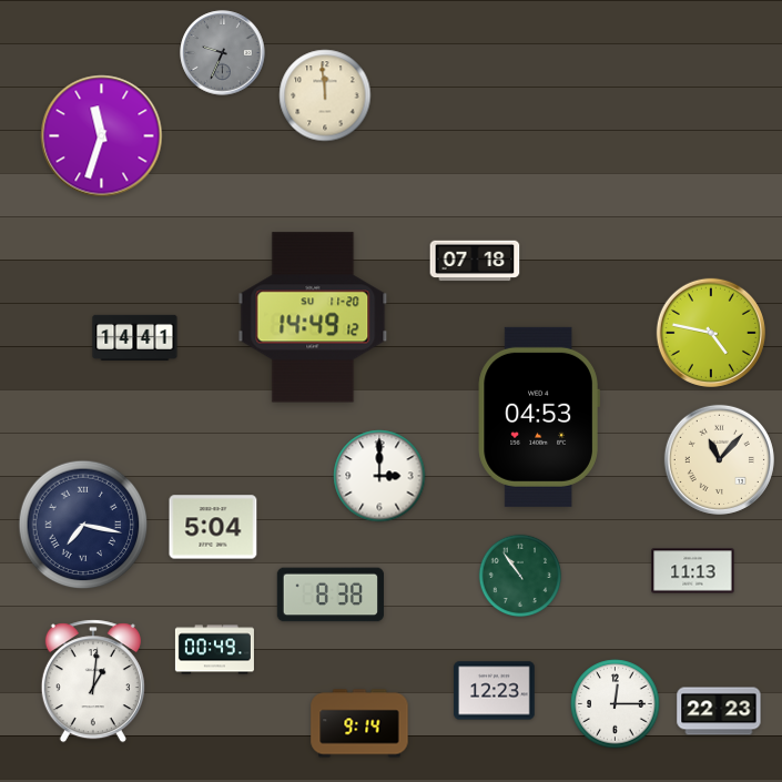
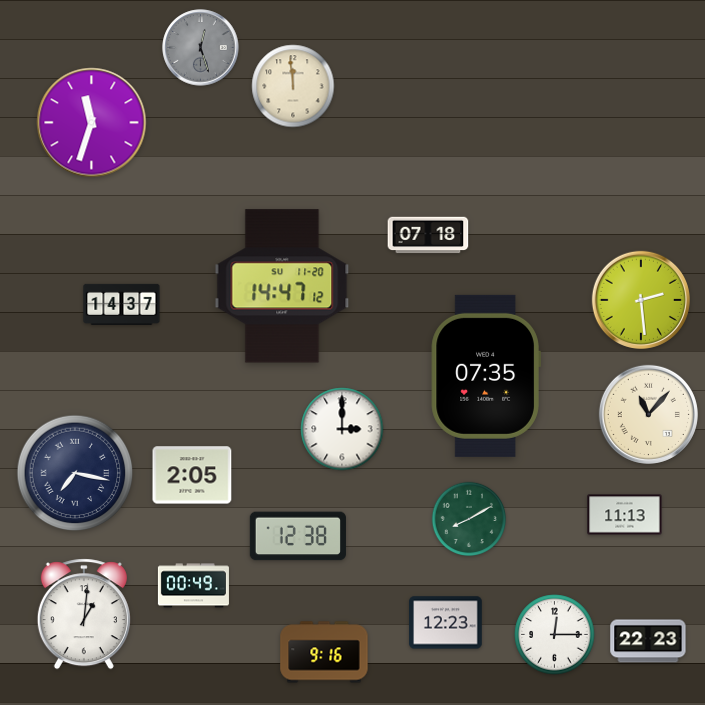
clock at (223, 53): 9:34 -> 12:27
clock at (313, 317): 14:49 -> 14:47
clock at (711, 333): 4:47 -> 2:29
clock at (135, 337): 14:41 -> 14:37
clock at (539, 417): 04:53 -> 07:35
clock at (213, 527): 5:04 -> 2:05
clock at (520, 576): 10:54 -> 8:10
clock at (331, 595): 8:38 -> 12:38
clock at (359, 723): 9:14 -> 9:16
